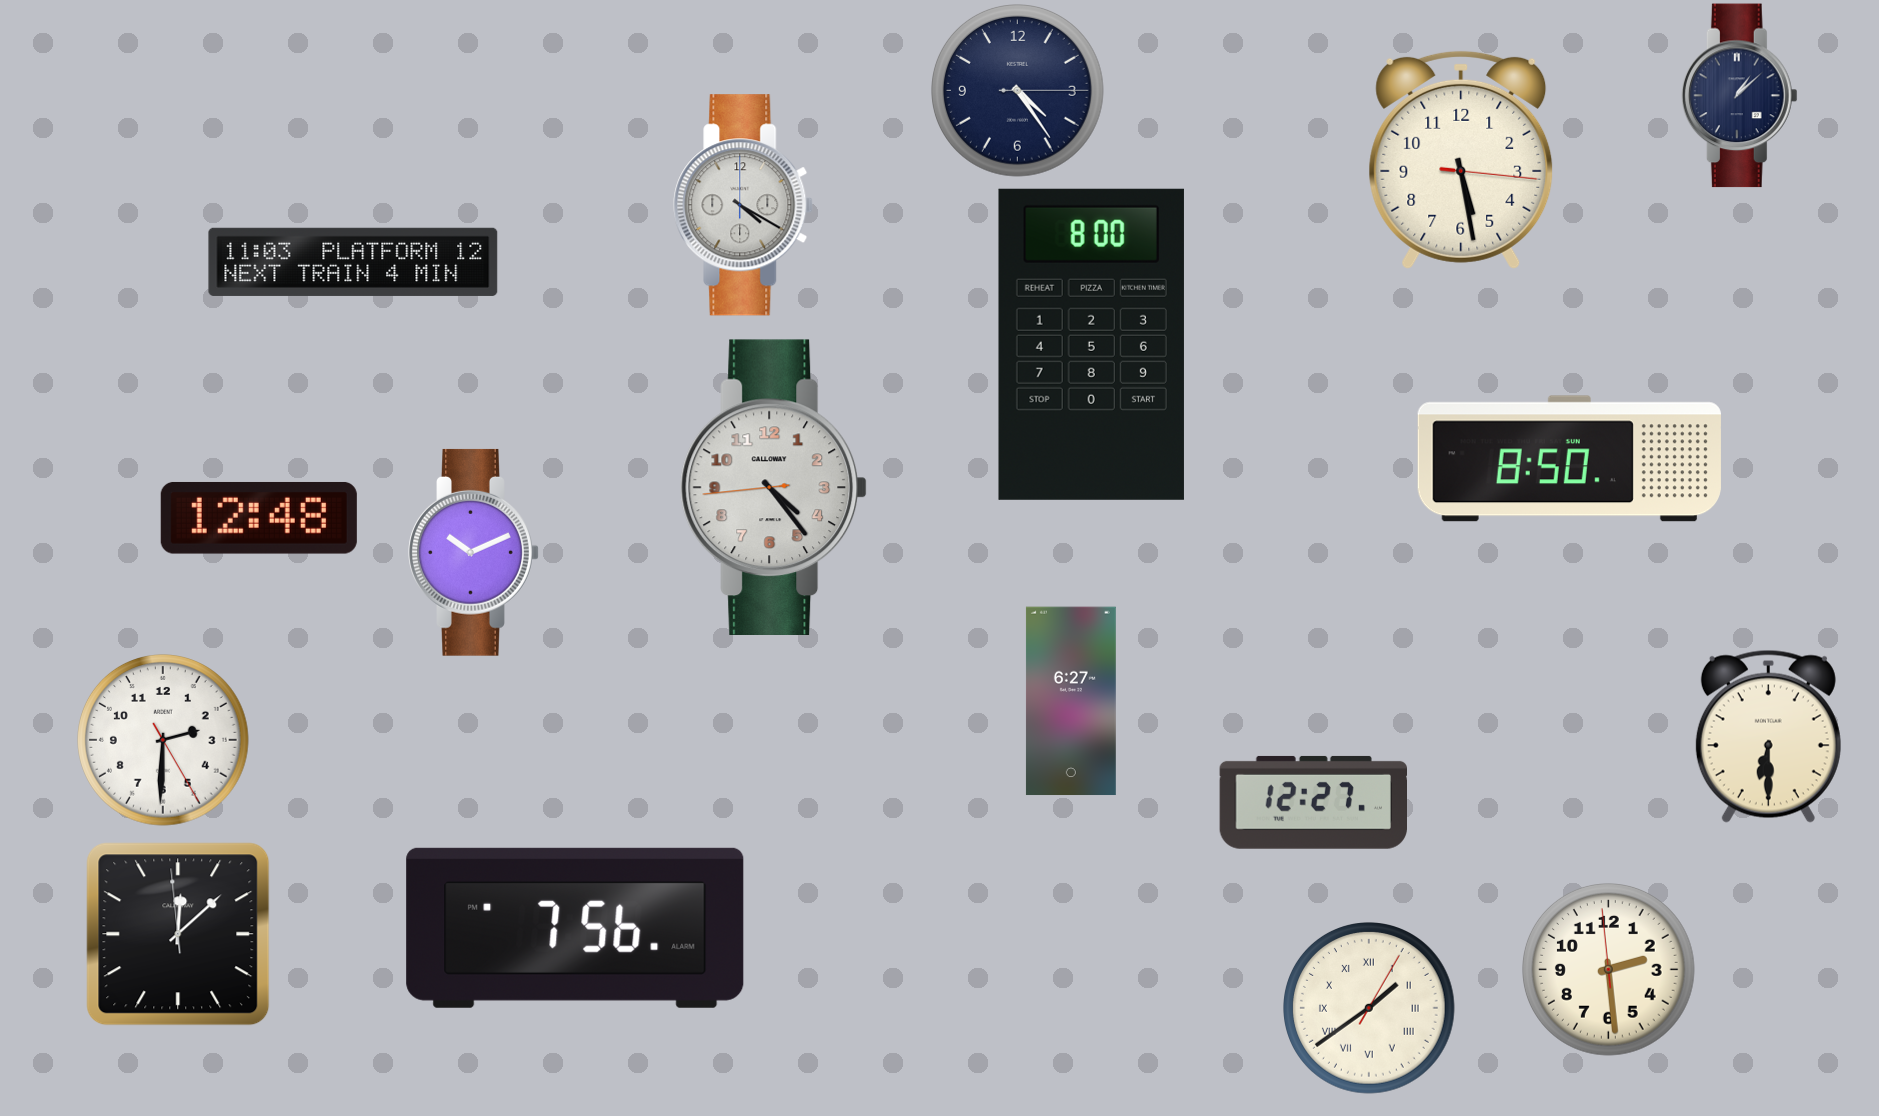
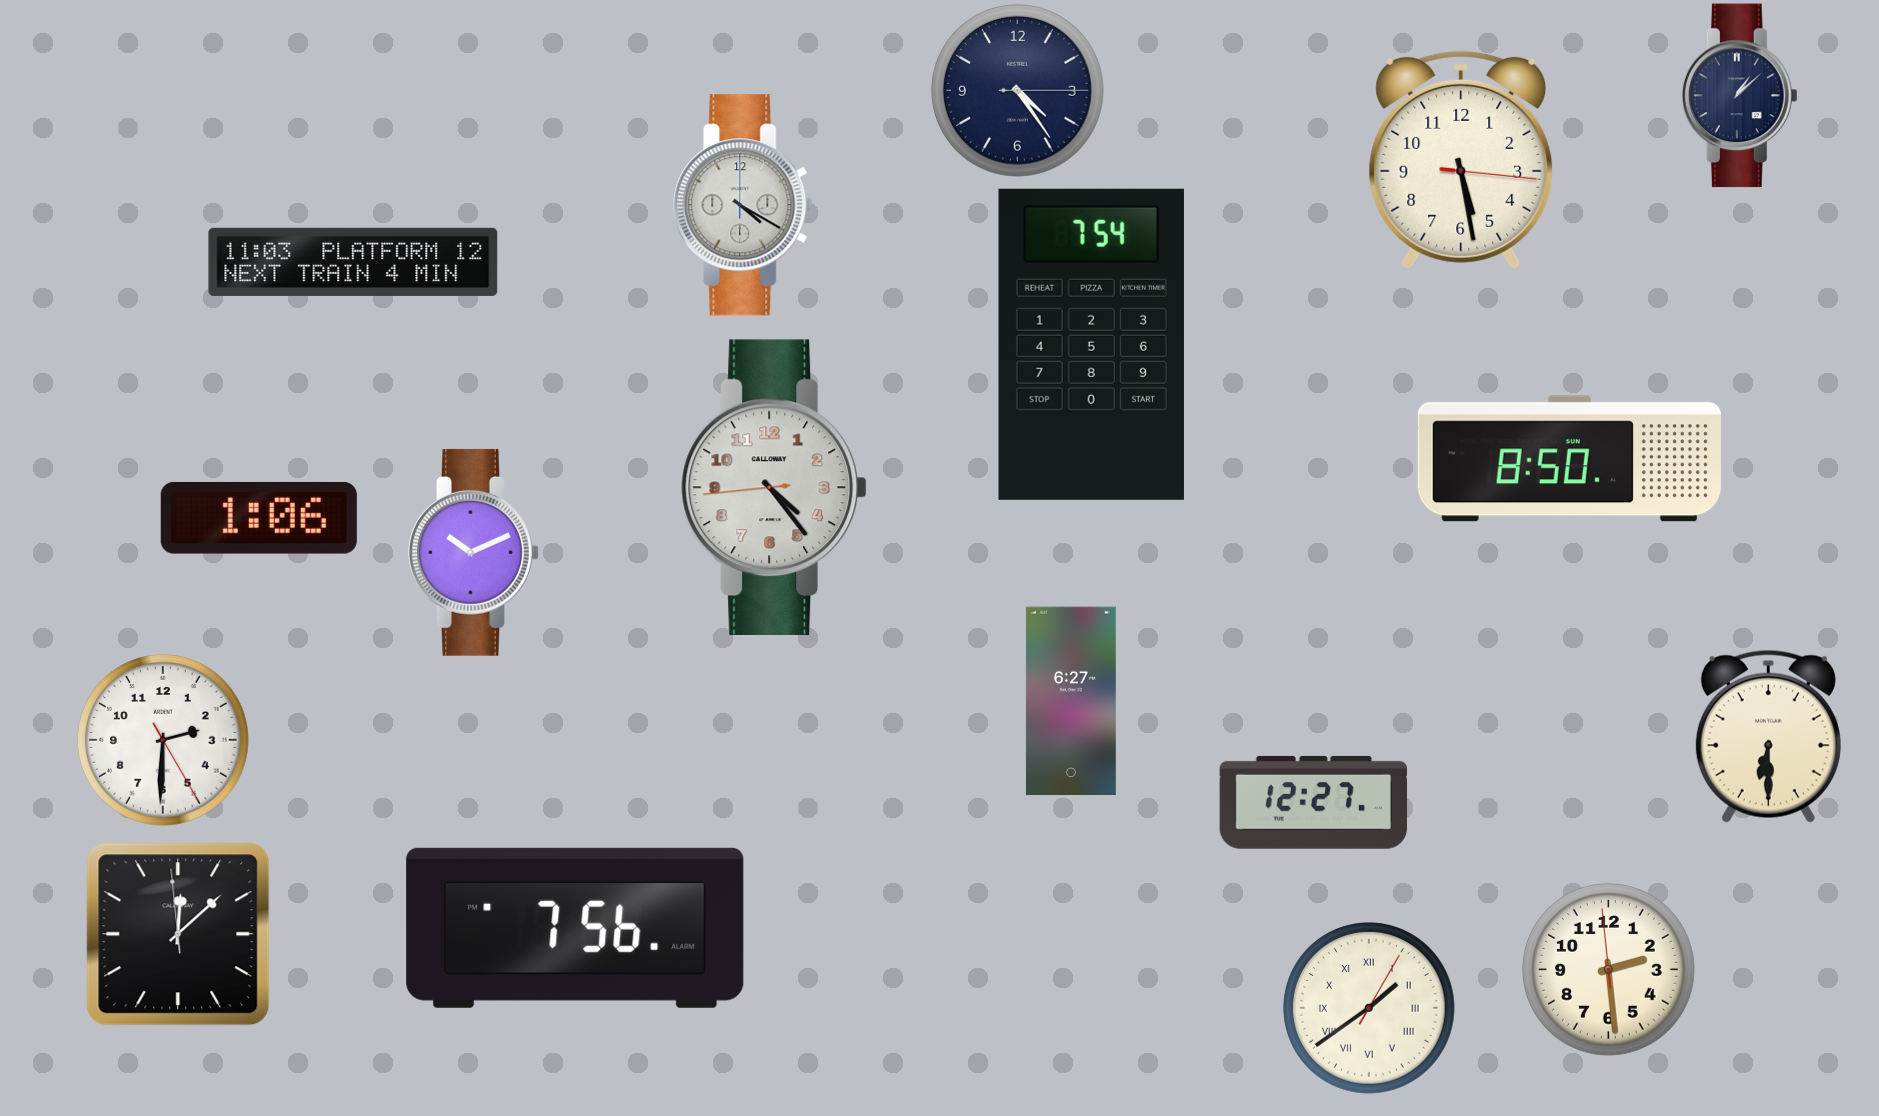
clock at (1091, 344): 8:00 -> 7:54
clock at (259, 518): 12:48 -> 1:06
